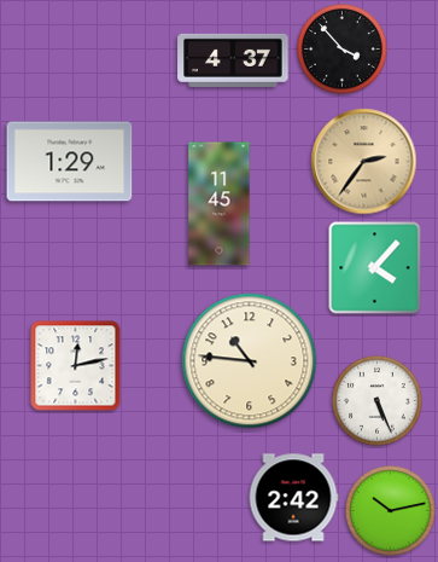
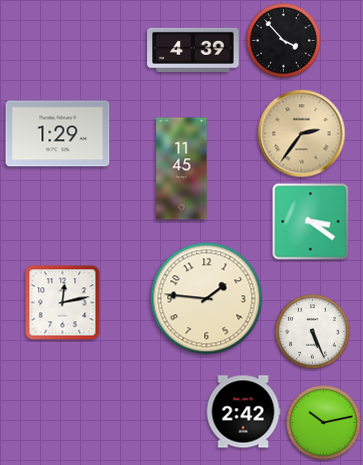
clock at (233, 60): 4:37 -> 4:39
clock at (375, 268): 4:07 -> 3:21
clock at (250, 361): 10:46 -> 1:46
